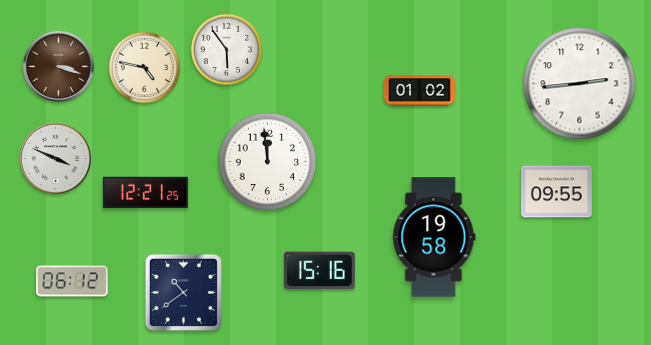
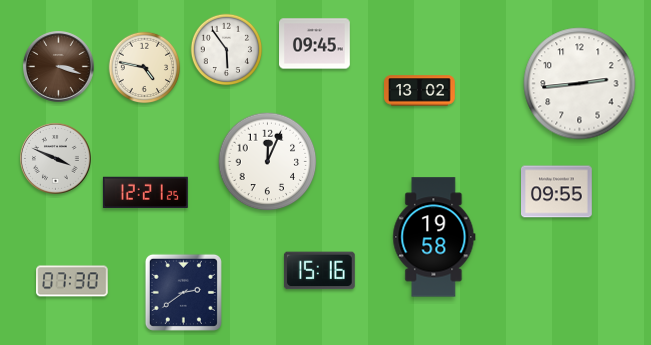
clock at (315, 44): none -> 09:45
clock at (420, 91): 01:02 -> 13:02
clock at (268, 162): 11:59 -> 12:04
clock at (72, 281): 06:12 -> 07:30
clock at (183, 292): 10:39 -> 2:39
